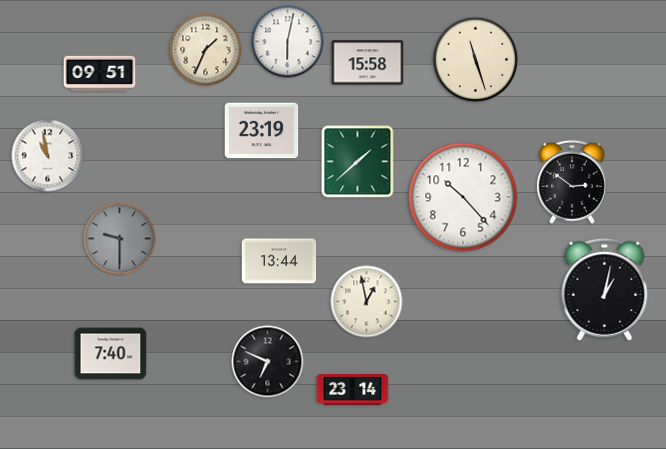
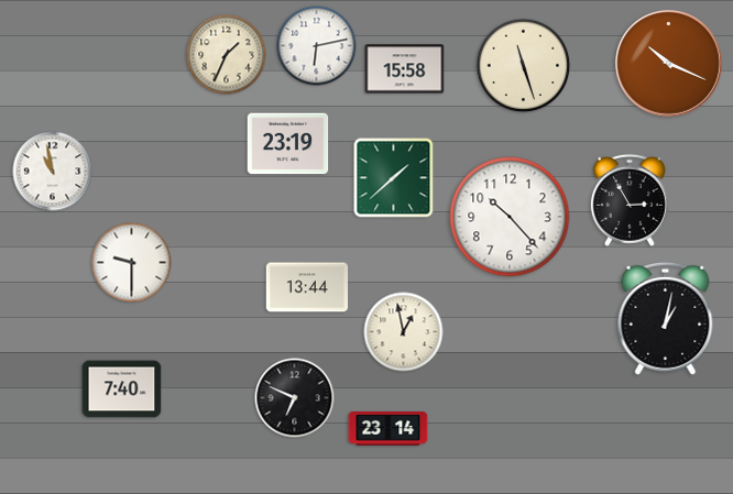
clock at (288, 42): 6:02 -> 6:13
clock at (669, 63): none -> 10:19
clock at (100, 74): 09:51 -> none
clock at (572, 182): 2:51 -> 2:55
clock at (120, 239) dial: grey -> white
